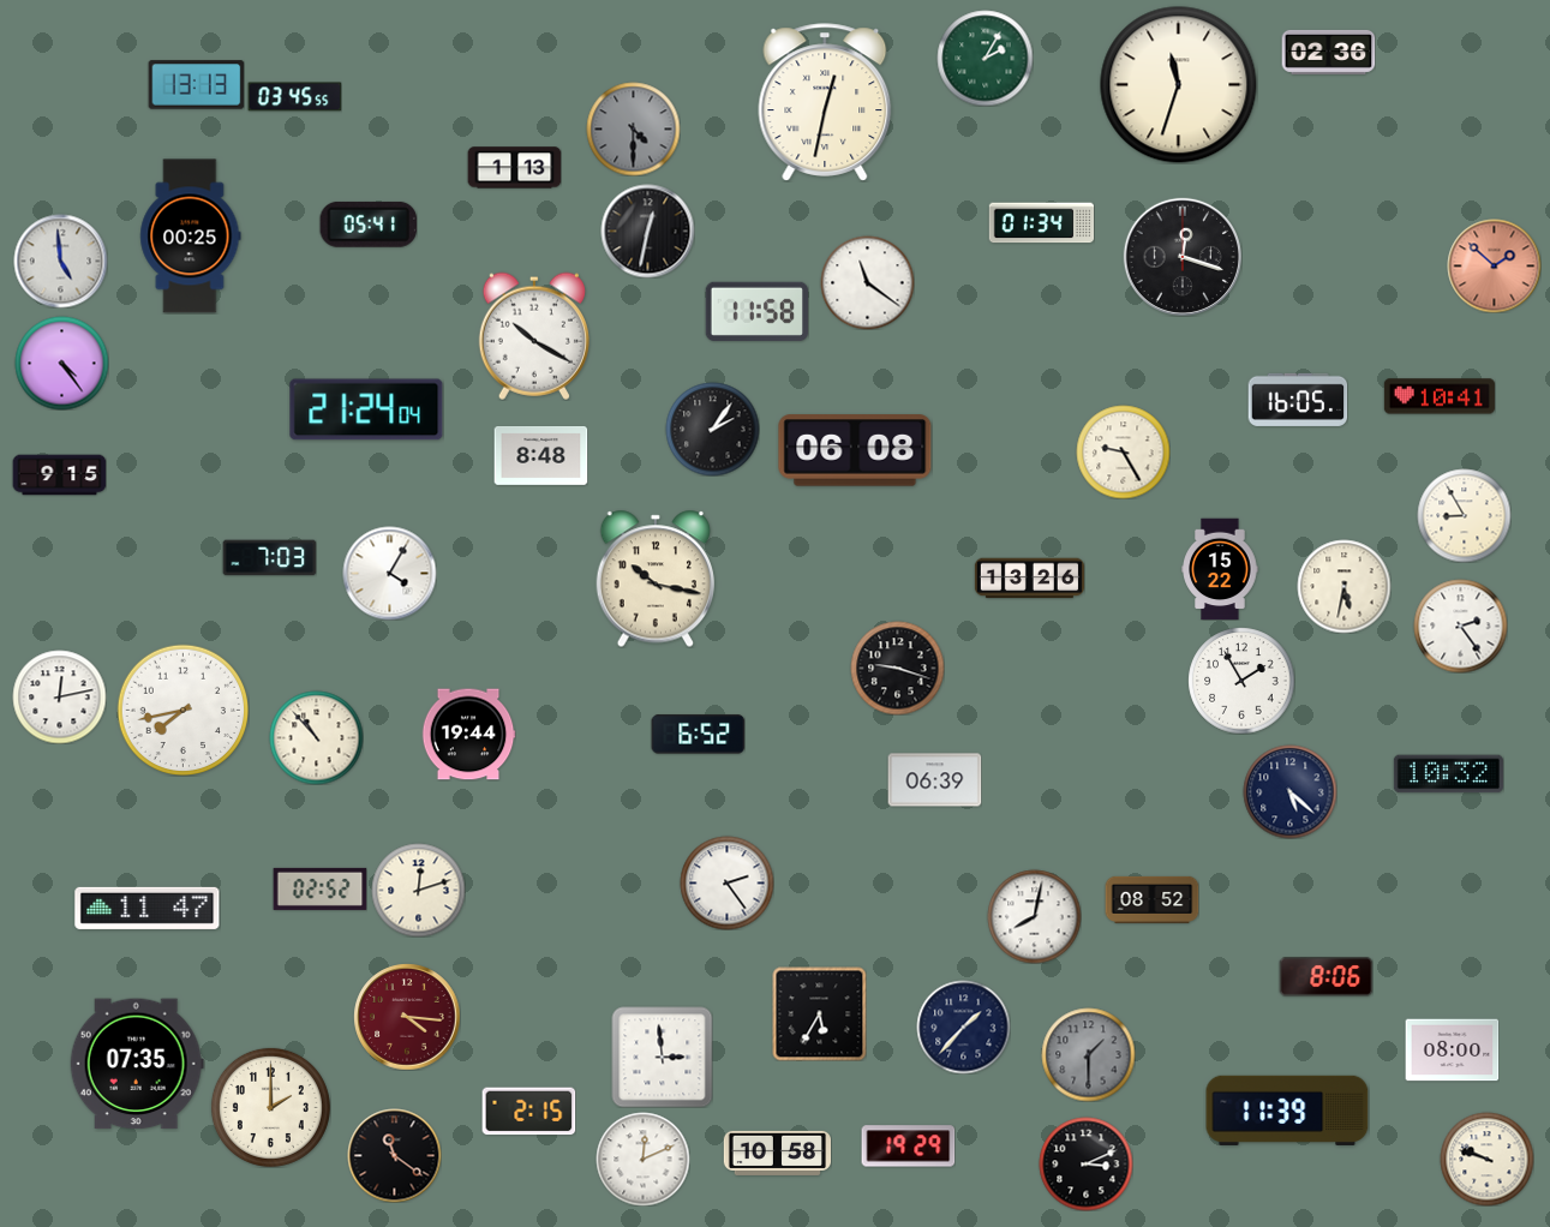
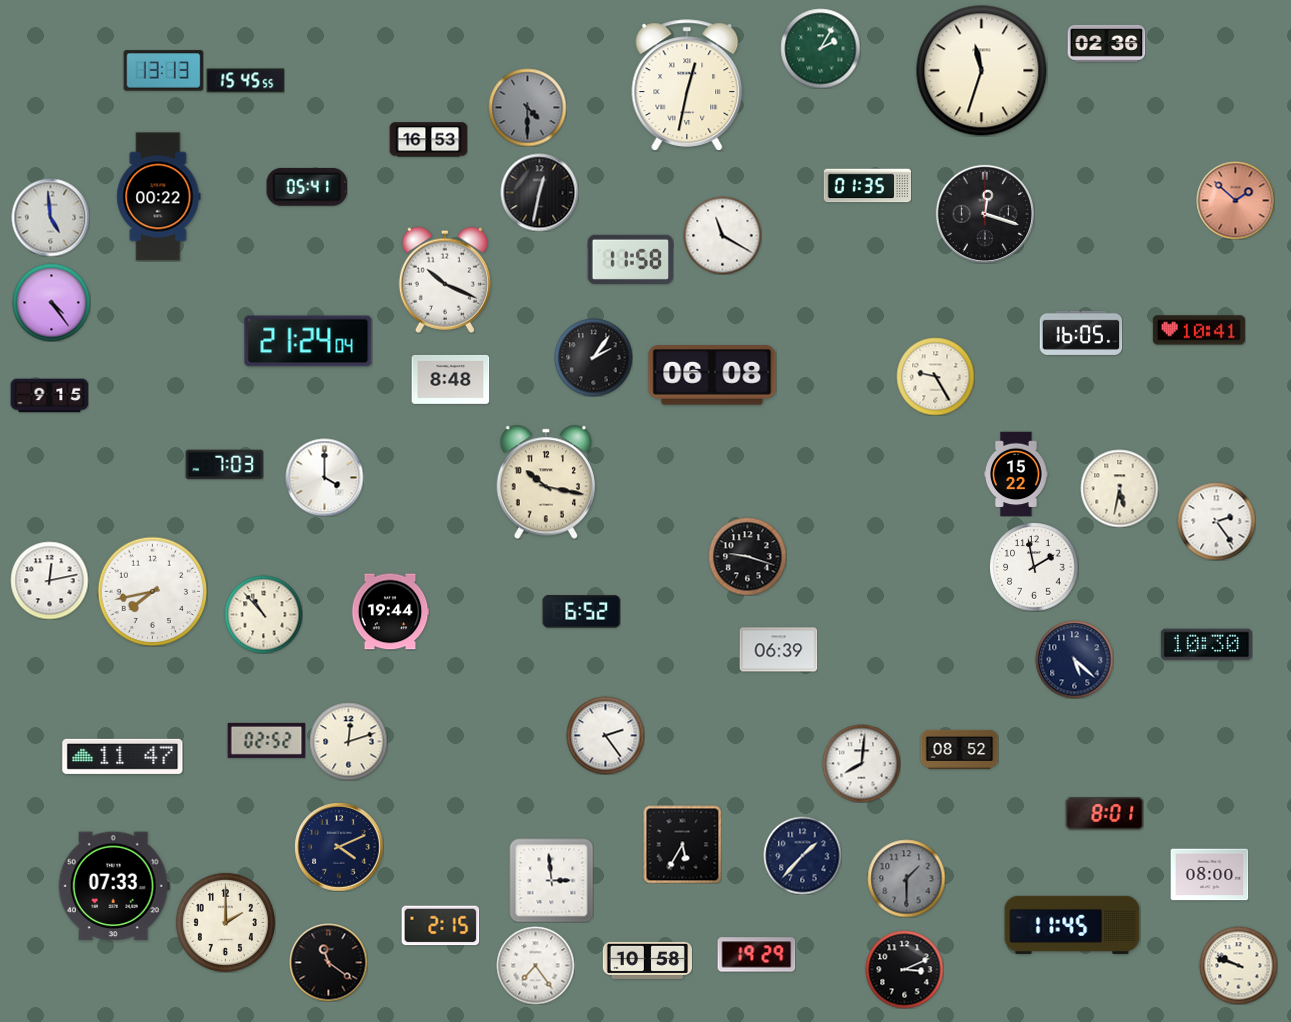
clock at (294, 97): 03:45 -> 15:45
clock at (514, 168): 1:13 -> 16:53
clock at (1041, 223): 01:34 -> 01:35
clock at (191, 237): 00:25 -> 00:22
clock at (1494, 265) position: (1494, 265) -> (1235, 200)
clock at (867, 282): 11:21 -> 11:20
clock at (534, 336): 10:20 -> 10:19
clock at (366, 409) position: (366, 409) -> (308, 341)
clock at (1464, 515): 8:55 -> none
clock at (389, 573): 4:05 -> 4:00
clock at (1029, 579): 13:26 -> none
clock at (1241, 681): 1:55 -> 1:58
clock at (1448, 774): 10:32 -> 10:30
clock at (1034, 916): 8:02 -> 8:01
clock at (1325, 977): 8:06 -> 8:01
clock at (407, 1017): 4:16 -> 4:11
clock at (407, 1017) dial: burgundy -> navy
clock at (137, 1064): 07:35 -> 07:33
clock at (1287, 1111): 11:39 -> 11:45
clock at (642, 1159): 12:11 -> 7:24
